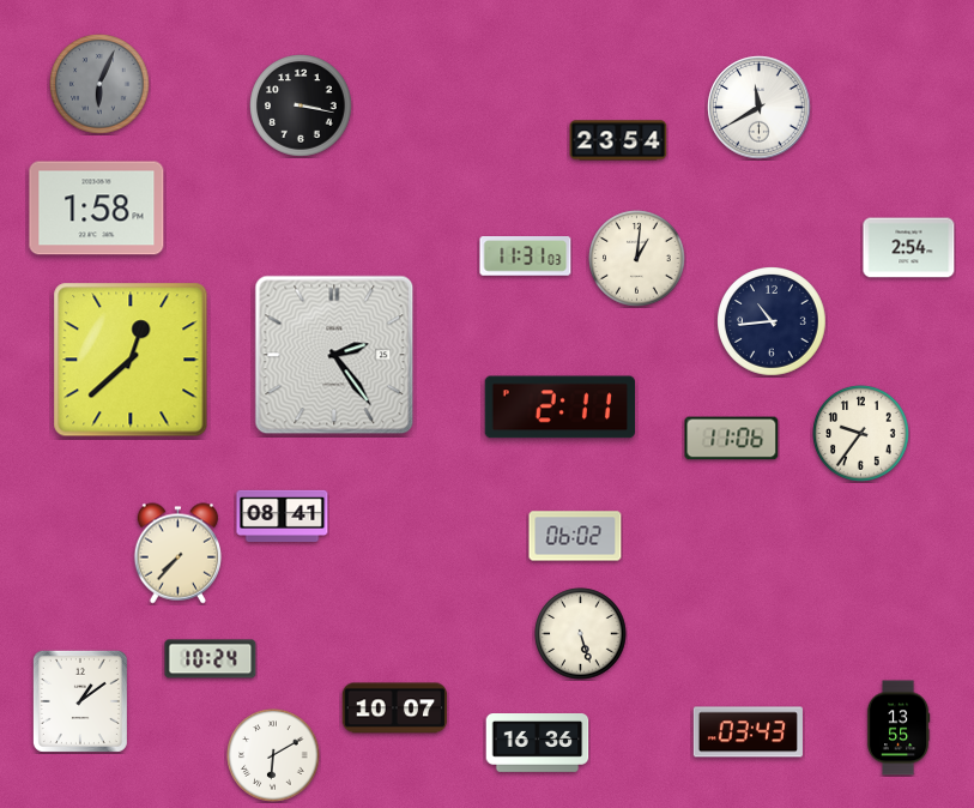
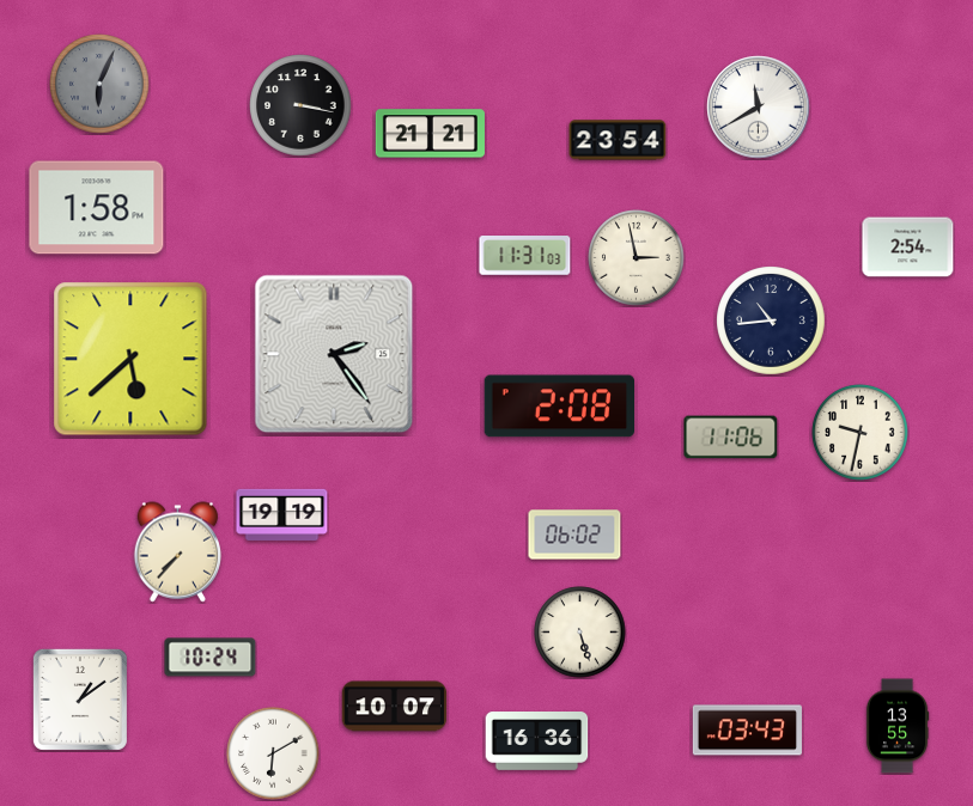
clock at (430, 134): none -> 21:21
clock at (637, 259): 1:01 -> 2:58
clock at (131, 360): 12:38 -> 5:38
clock at (559, 408): 2:11 -> 2:08
clock at (861, 434): 9:36 -> 9:32
clock at (283, 515): 08:41 -> 19:19
